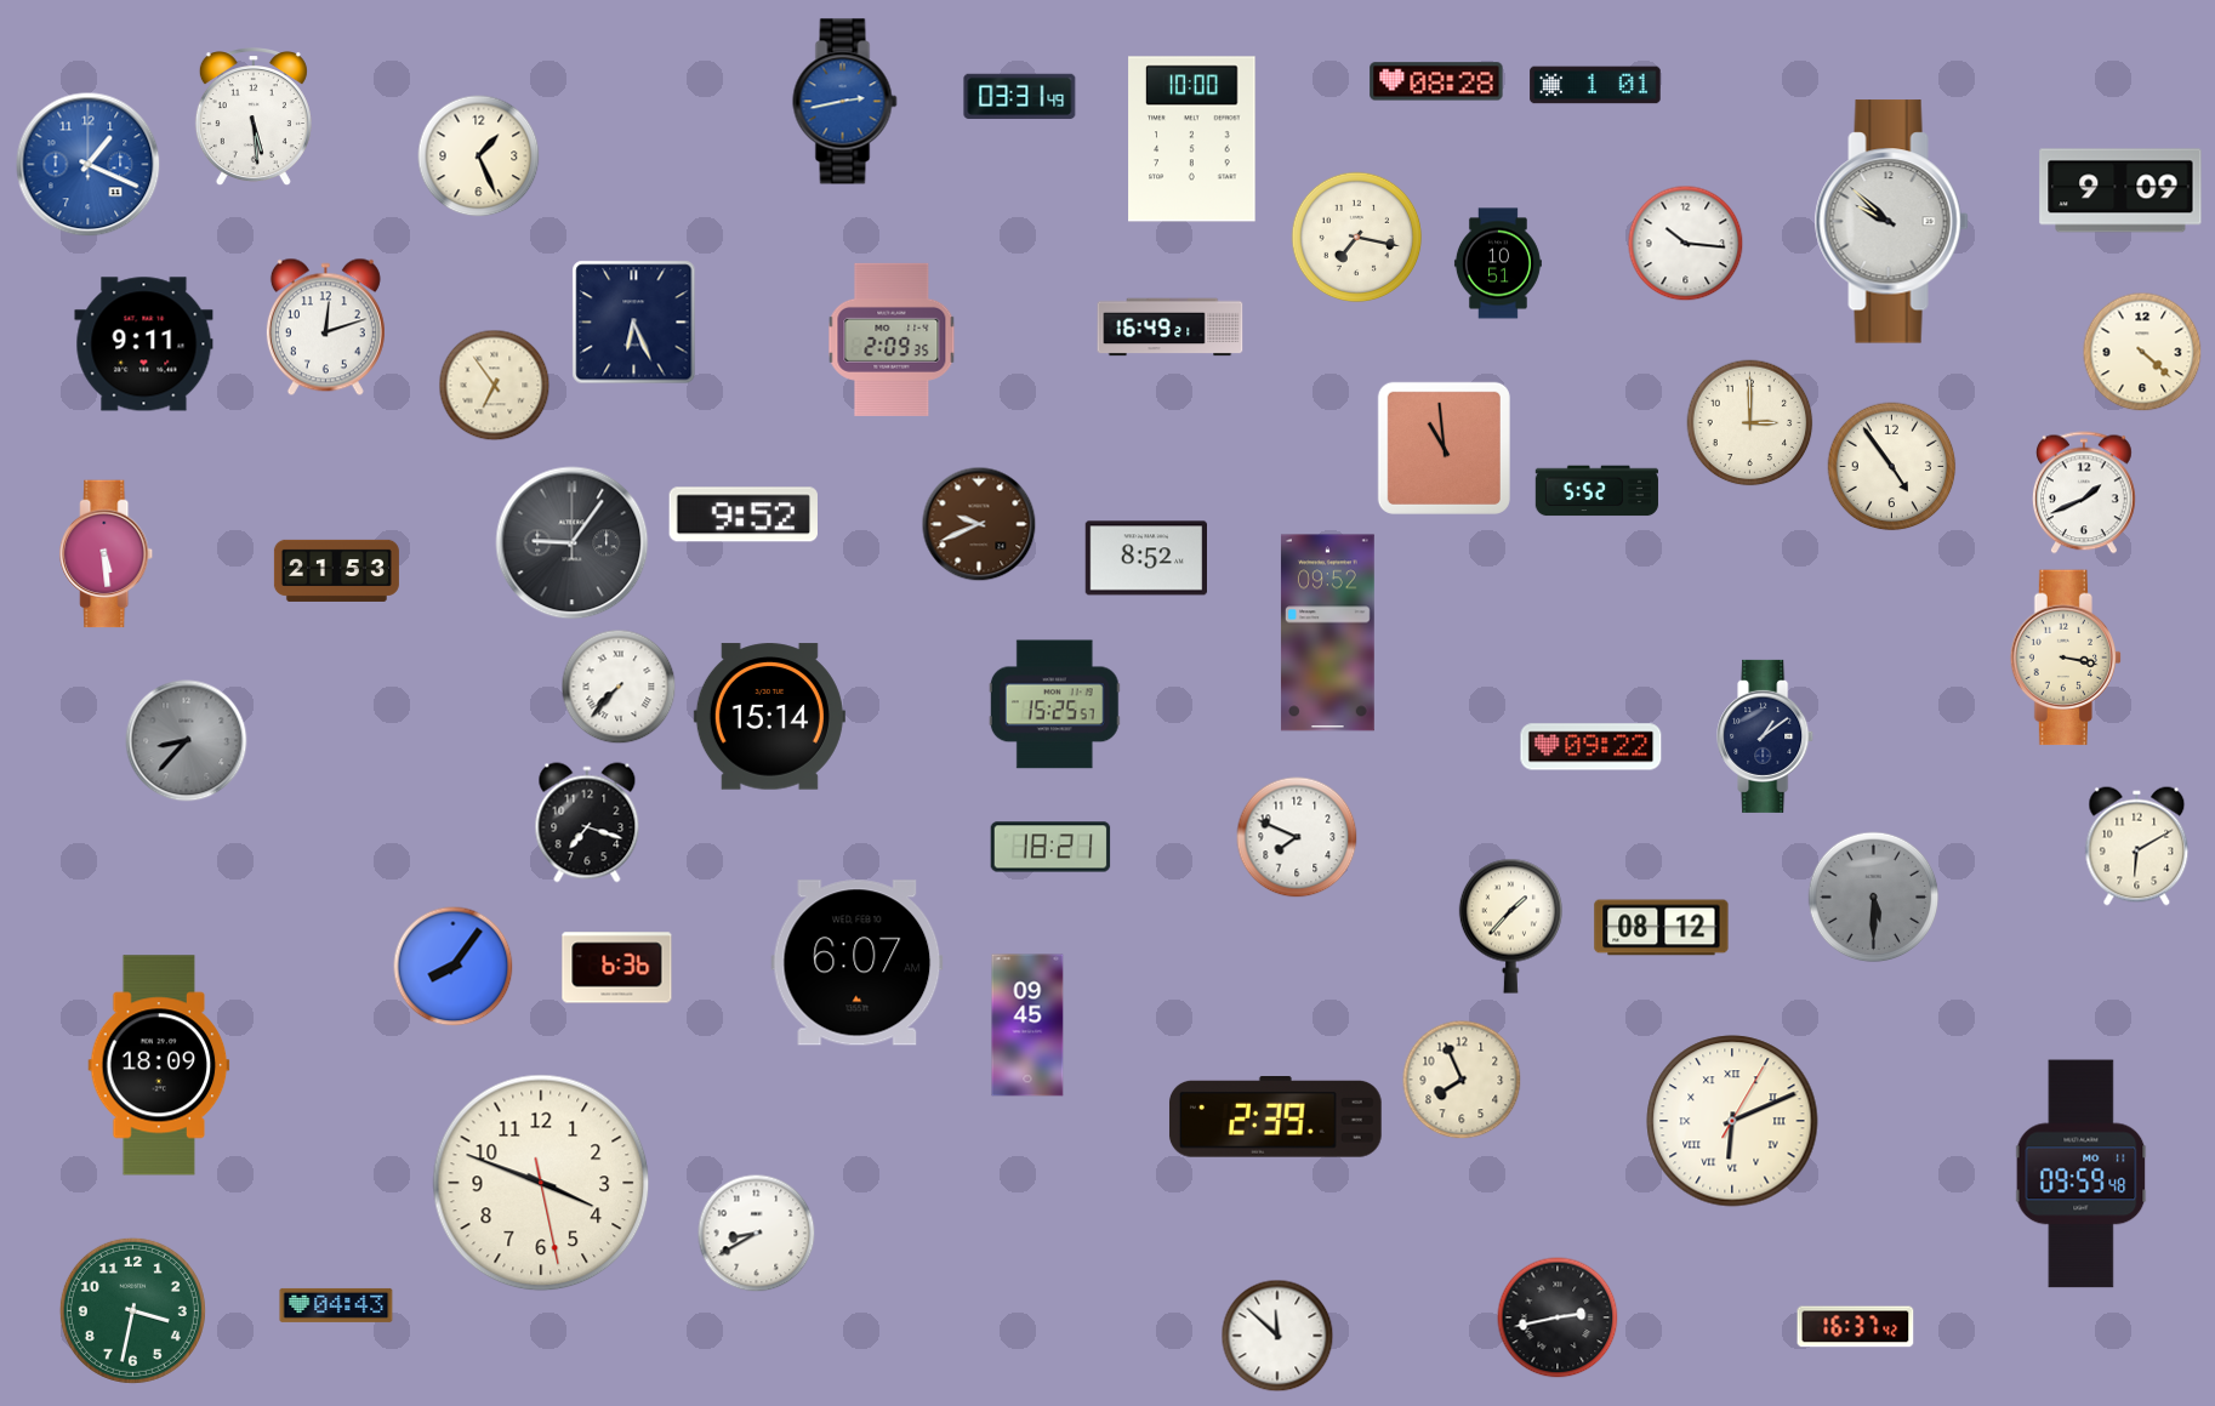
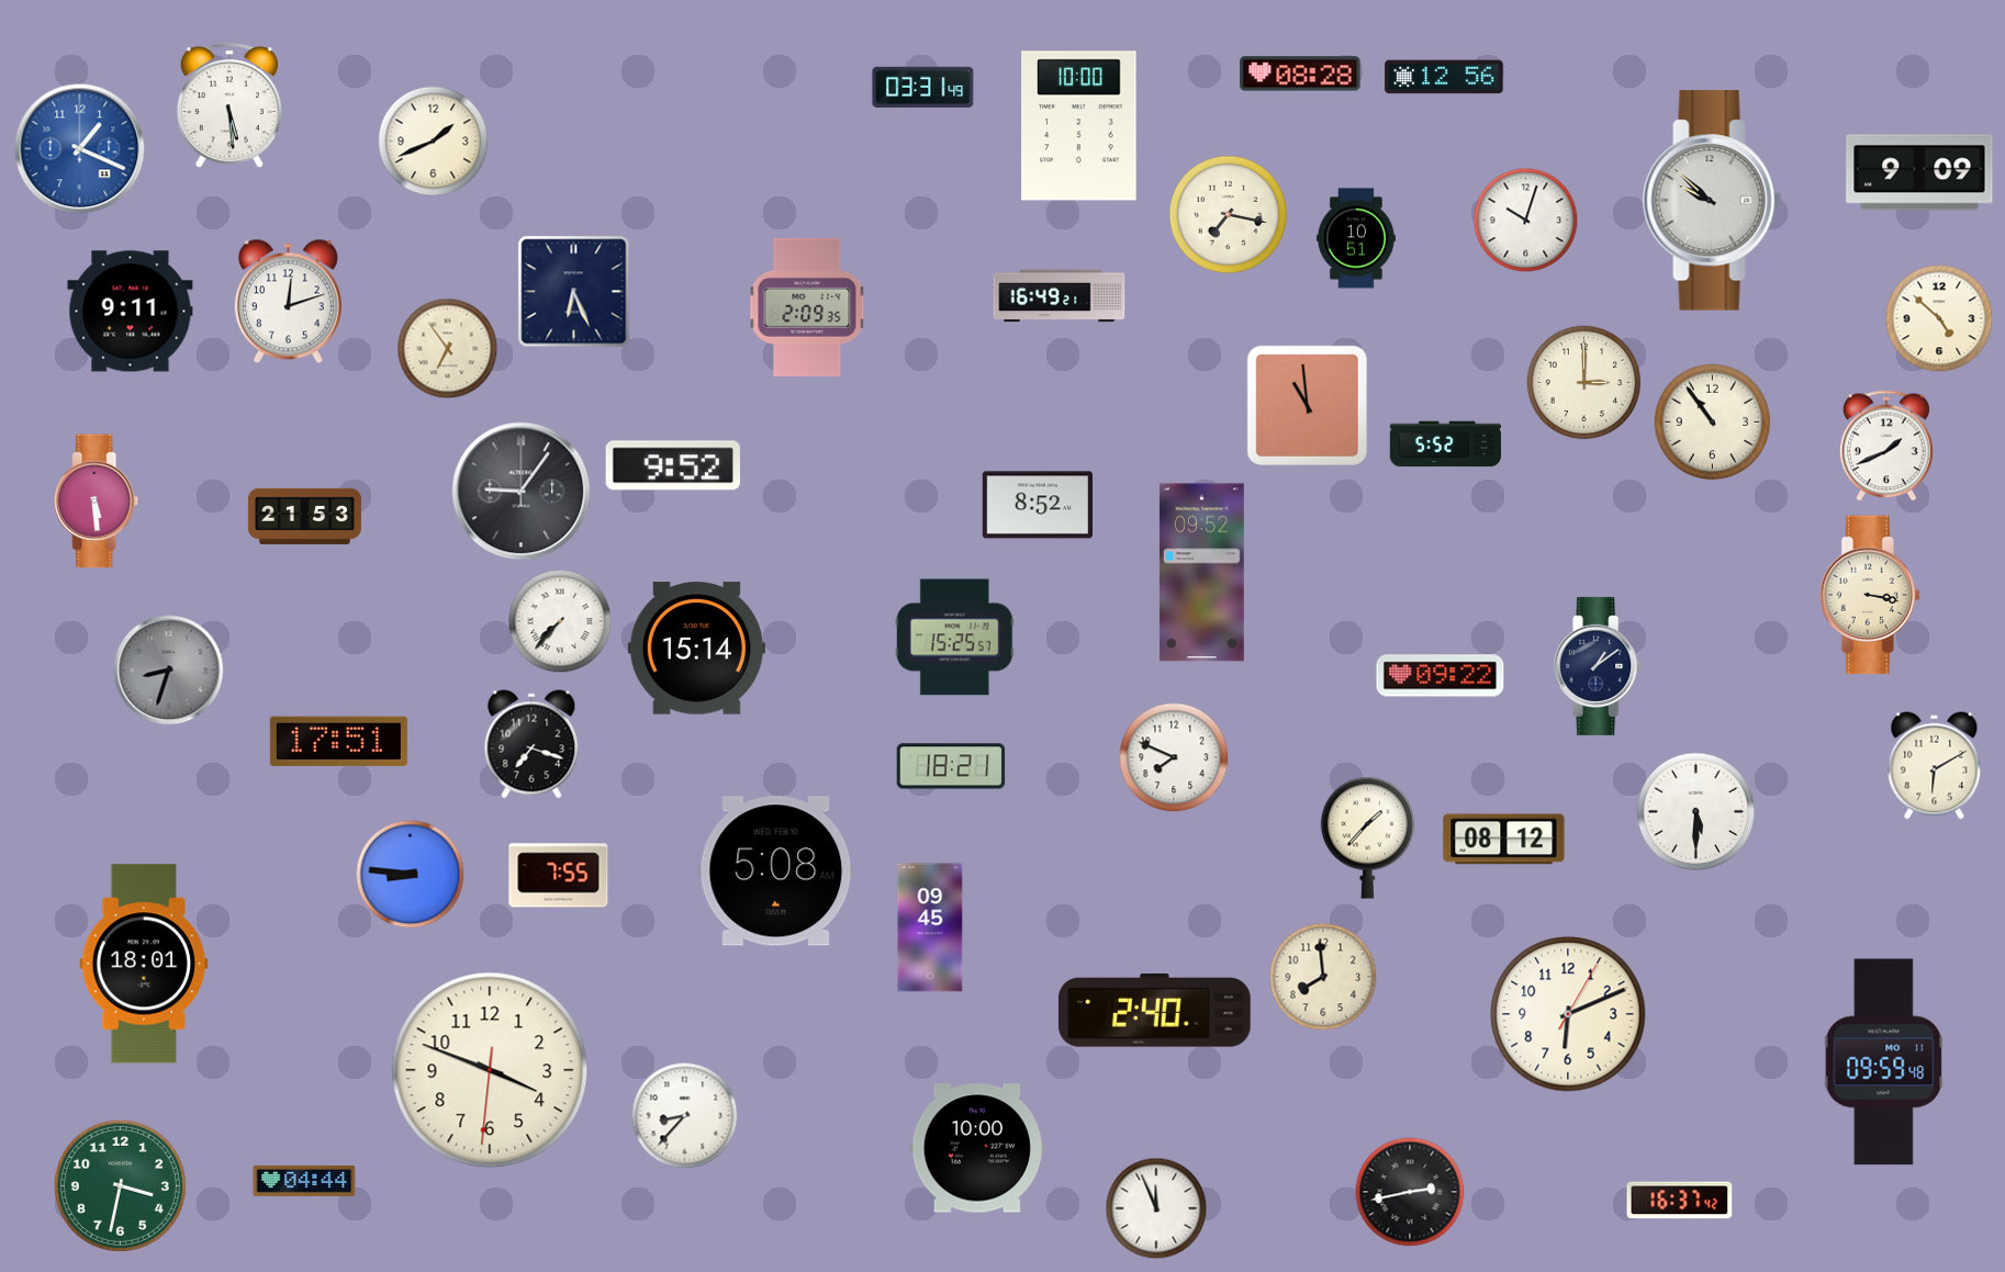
clock at (1595, 85): 1:01 -> 12:56
clock at (845, 102): 2:43 -> none
clock at (479, 156): 1:26 -> 1:41
clock at (1686, 244): 10:16 -> 10:03
clock at (325, 328) position: (325, 328) -> (288, 302)
clock at (2142, 352): 4:22 -> 4:52
clock at (1892, 467): 4:54 -> 10:54
clock at (979, 524): 9:41 -> none
clock at (573, 543) position: (573, 543) -> (522, 492)
clock at (187, 741): 8:37 -> 8:33
clock at (338, 741): none -> 17:51
clock at (1874, 898) dial: grey -> white
clock at (858, 963): 6:07 -> 5:08
clock at (454, 967): 8:06 -> 8:46
clock at (617, 968): 6:36 -> 7:55
clock at (159, 1065): 18:09 -> 18:01
clock at (1462, 1080): 7:56 -> 7:59
clock at (1275, 1117): 2:39 -> 2:40
clock at (1732, 1121) numerals: Roman -> Arabic
clock at (541, 1183): 3:48:28 -> 3:48:31
clock at (757, 1234): 8:40 -> 8:37
clock at (976, 1148): none -> 10:00
clock at (336, 1305): 04:43 -> 04:44
clock at (1277, 1336): 11:52 -> 11:56
